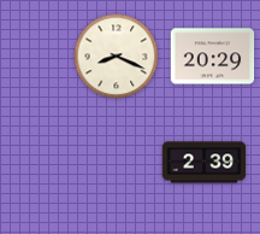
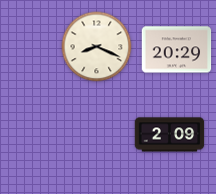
clock at (213, 57) position: (213, 57) -> (177, 50)
clock at (205, 163): 2:39 -> 2:09
